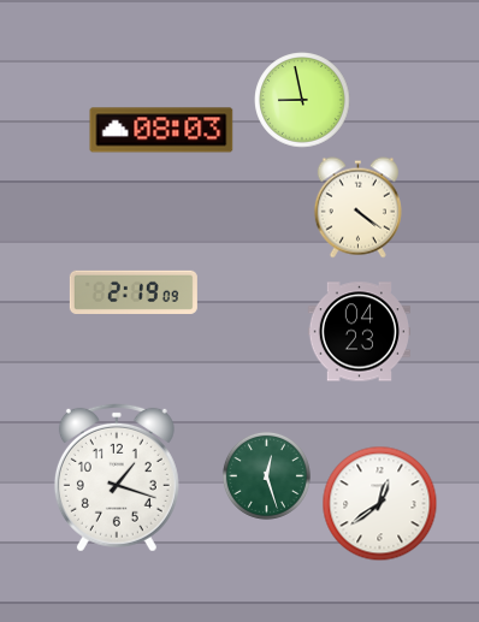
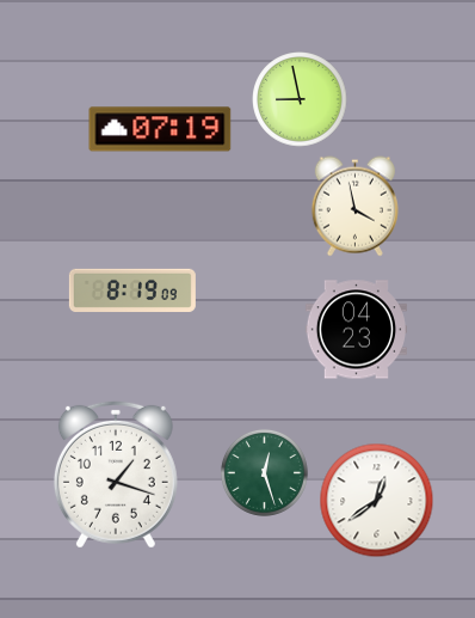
clock at (161, 130): 08:03 -> 07:19
clock at (357, 208): 4:21 -> 3:58
clock at (134, 292): 2:19 -> 8:19
